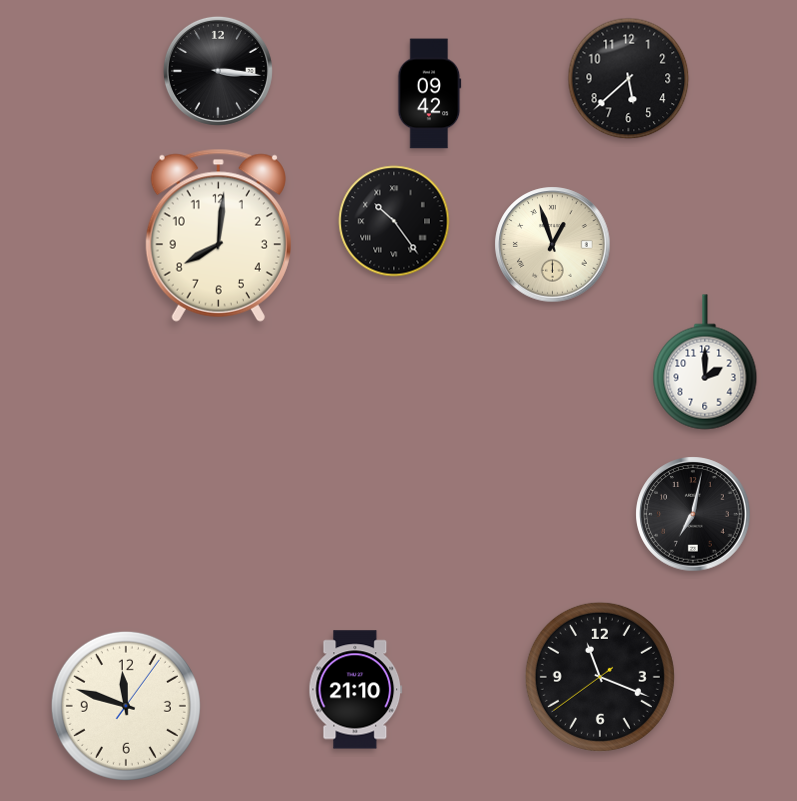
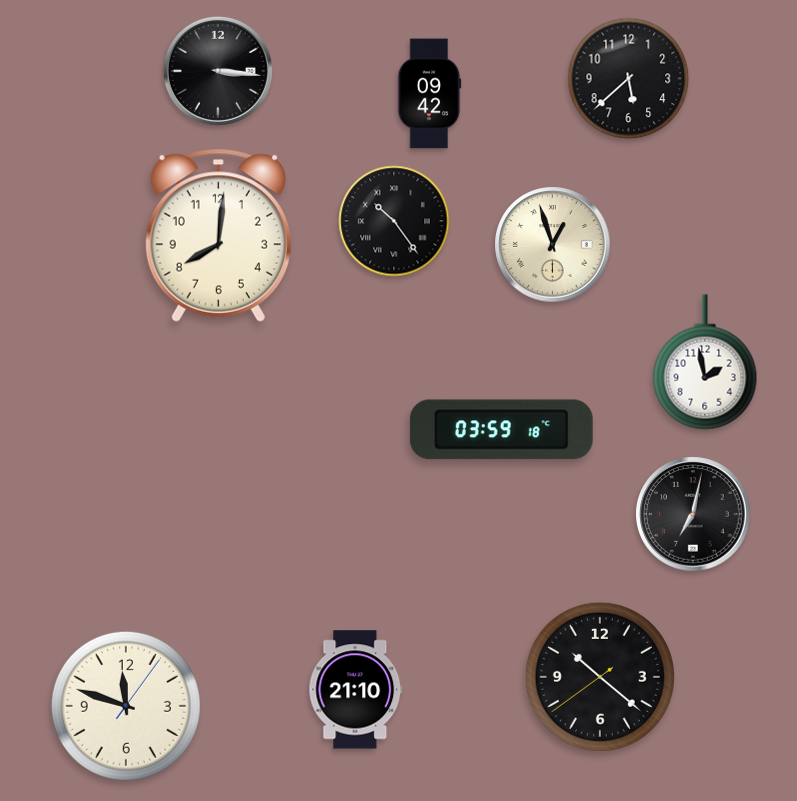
clock at (705, 362): 2:00 -> 1:58
clock at (501, 430): none -> 03:59
clock at (600, 677): 11:18 -> 10:21
